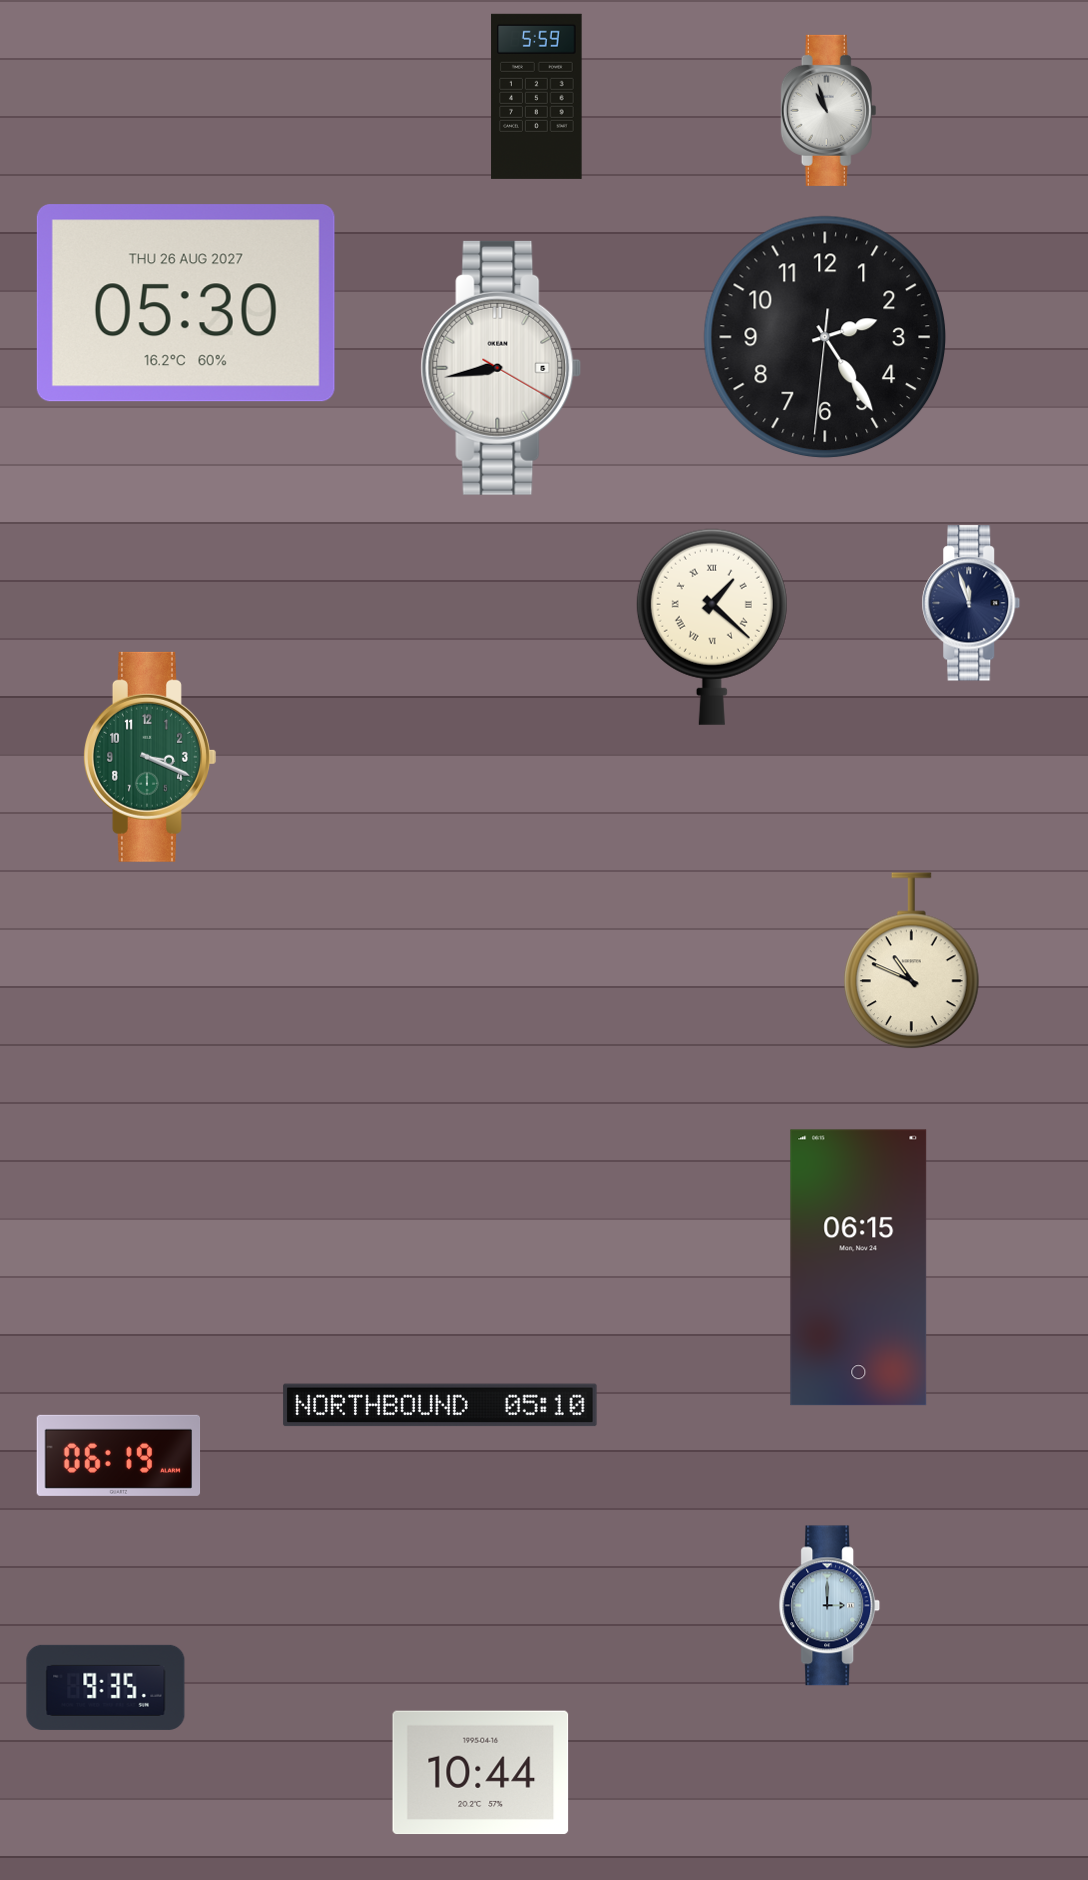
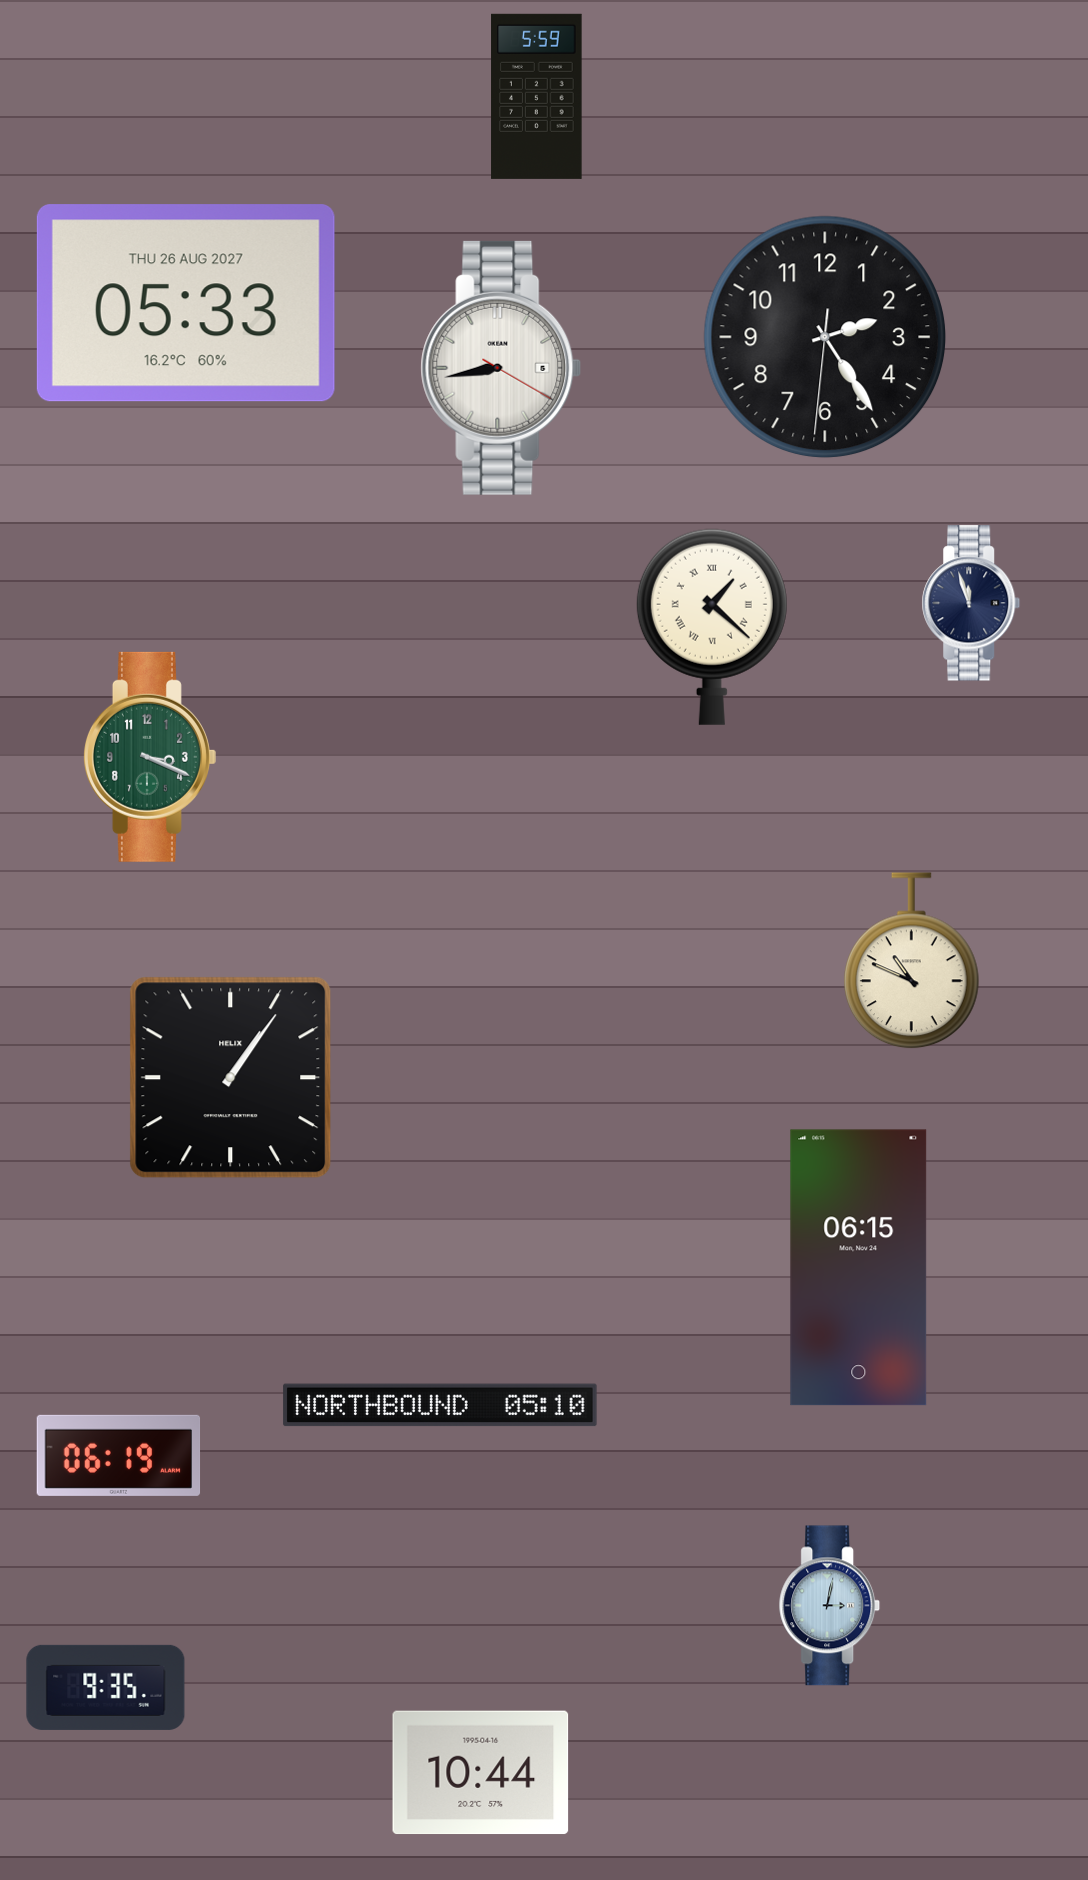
clock at (829, 110): 10:57 -> none
clock at (186, 303): 05:30 -> 05:33
clock at (231, 1078): none -> 1:06
clock at (830, 1606): 3:00 -> 3:02
